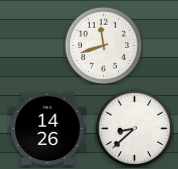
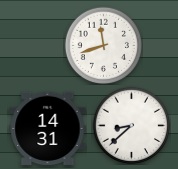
clock at (48, 128): 14:26 -> 14:31
clock at (134, 128) position: (134, 128) -> (131, 125)
